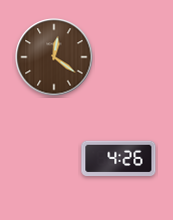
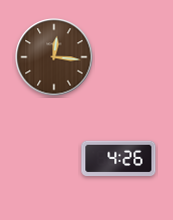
clock at (54, 57): 12:21 -> 12:16
